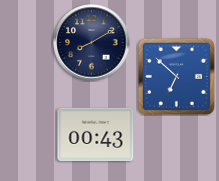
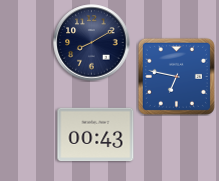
clock at (176, 76): 6:52 -> 6:47
